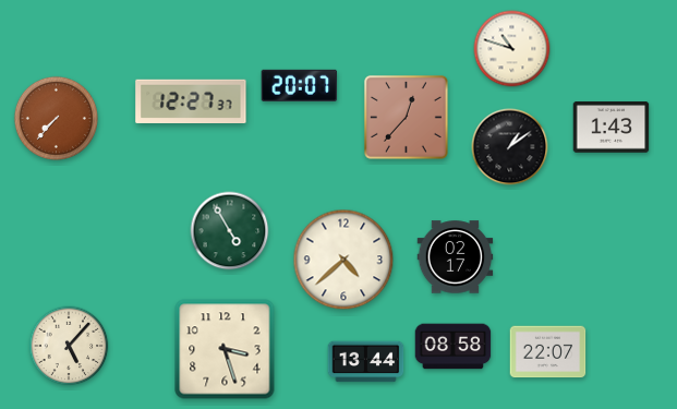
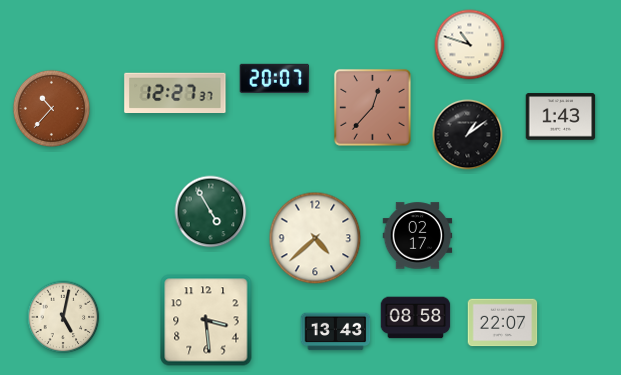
clock at (56, 118): 7:37 -> 10:37
clock at (69, 346): 5:07 -> 5:02
clock at (225, 349): 3:27 -> 3:29
clock at (366, 362): 13:44 -> 13:43
